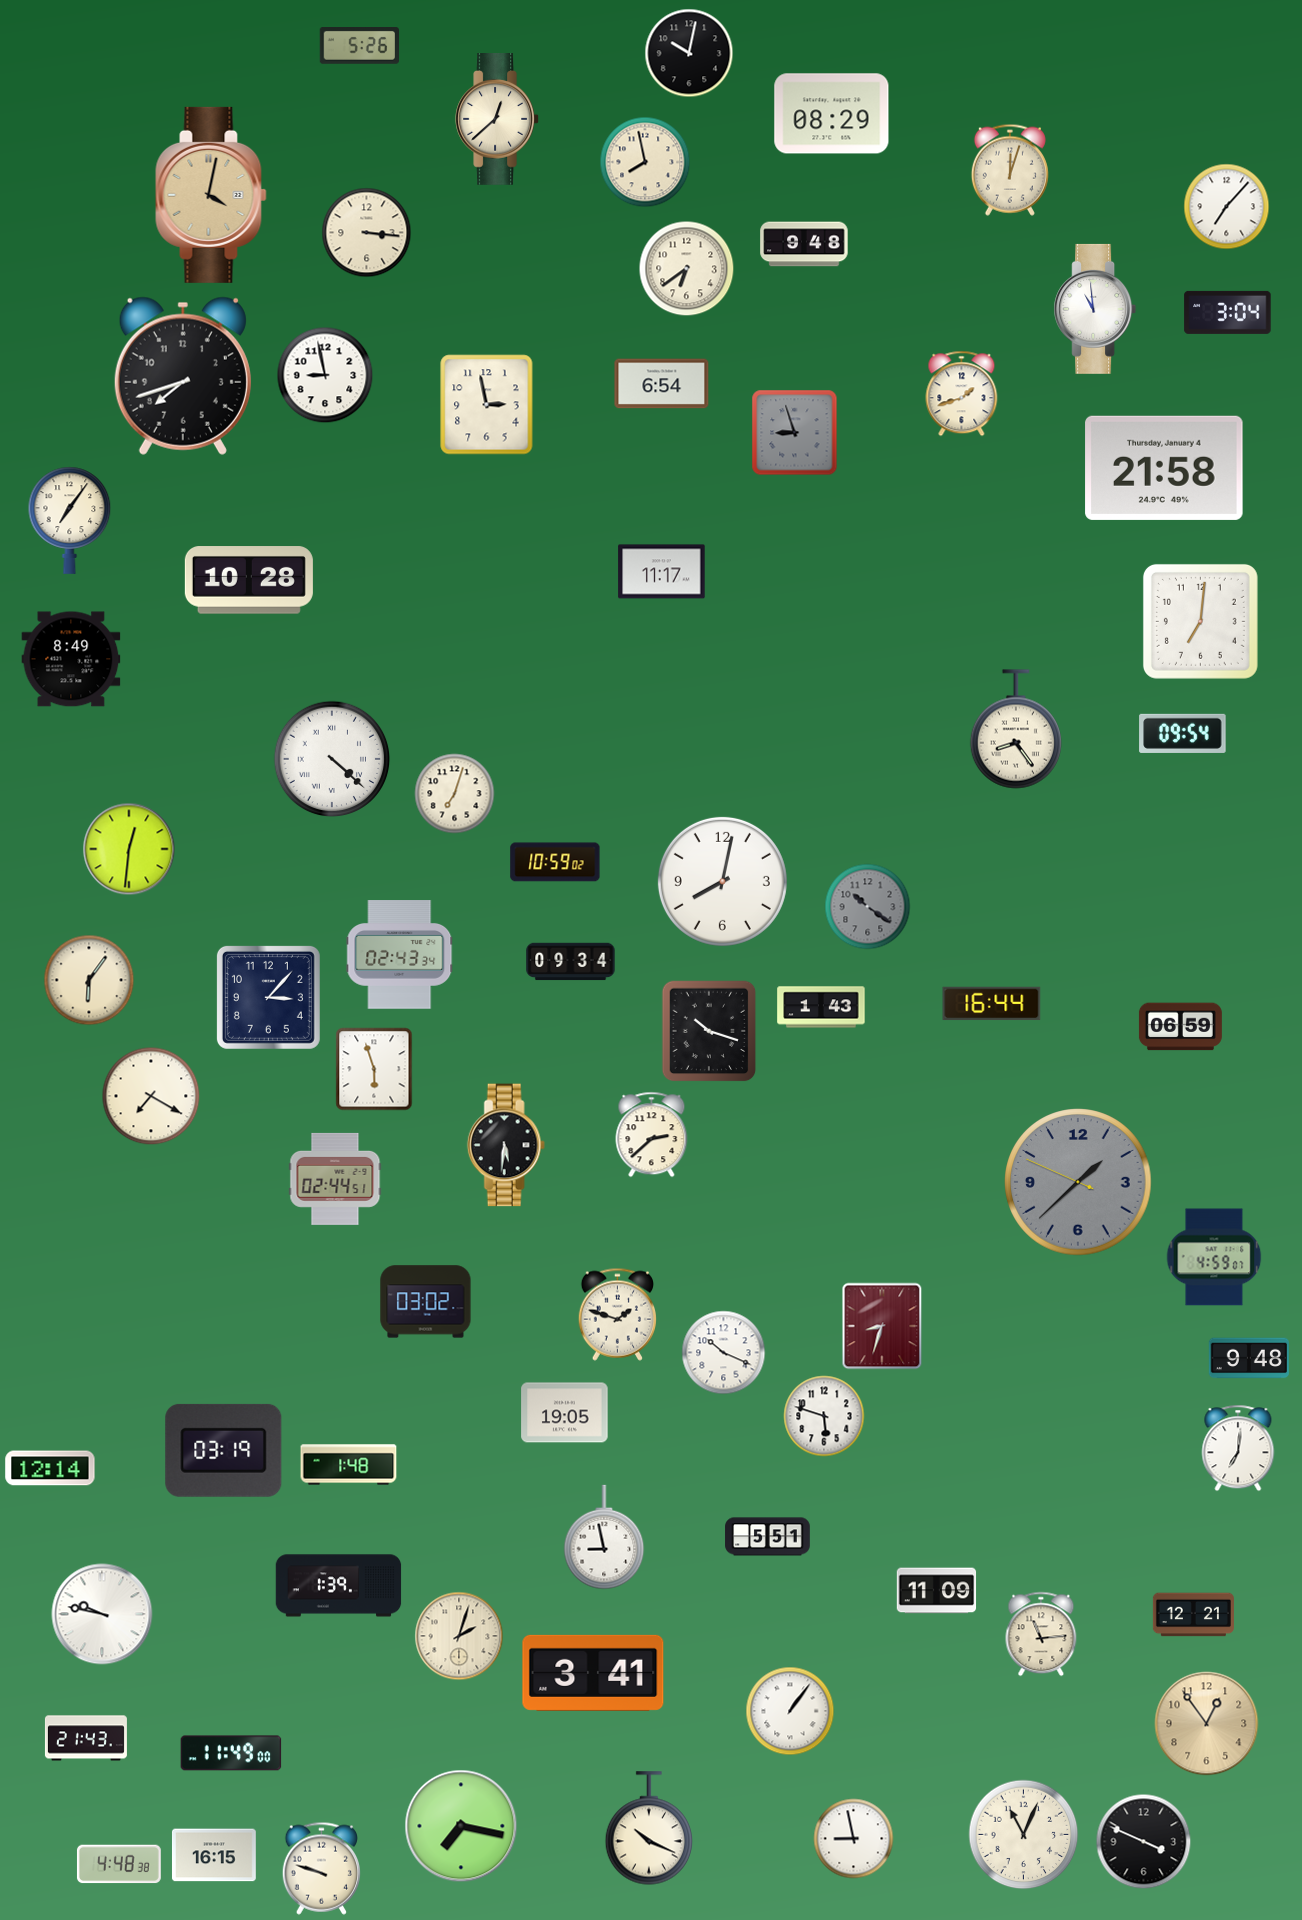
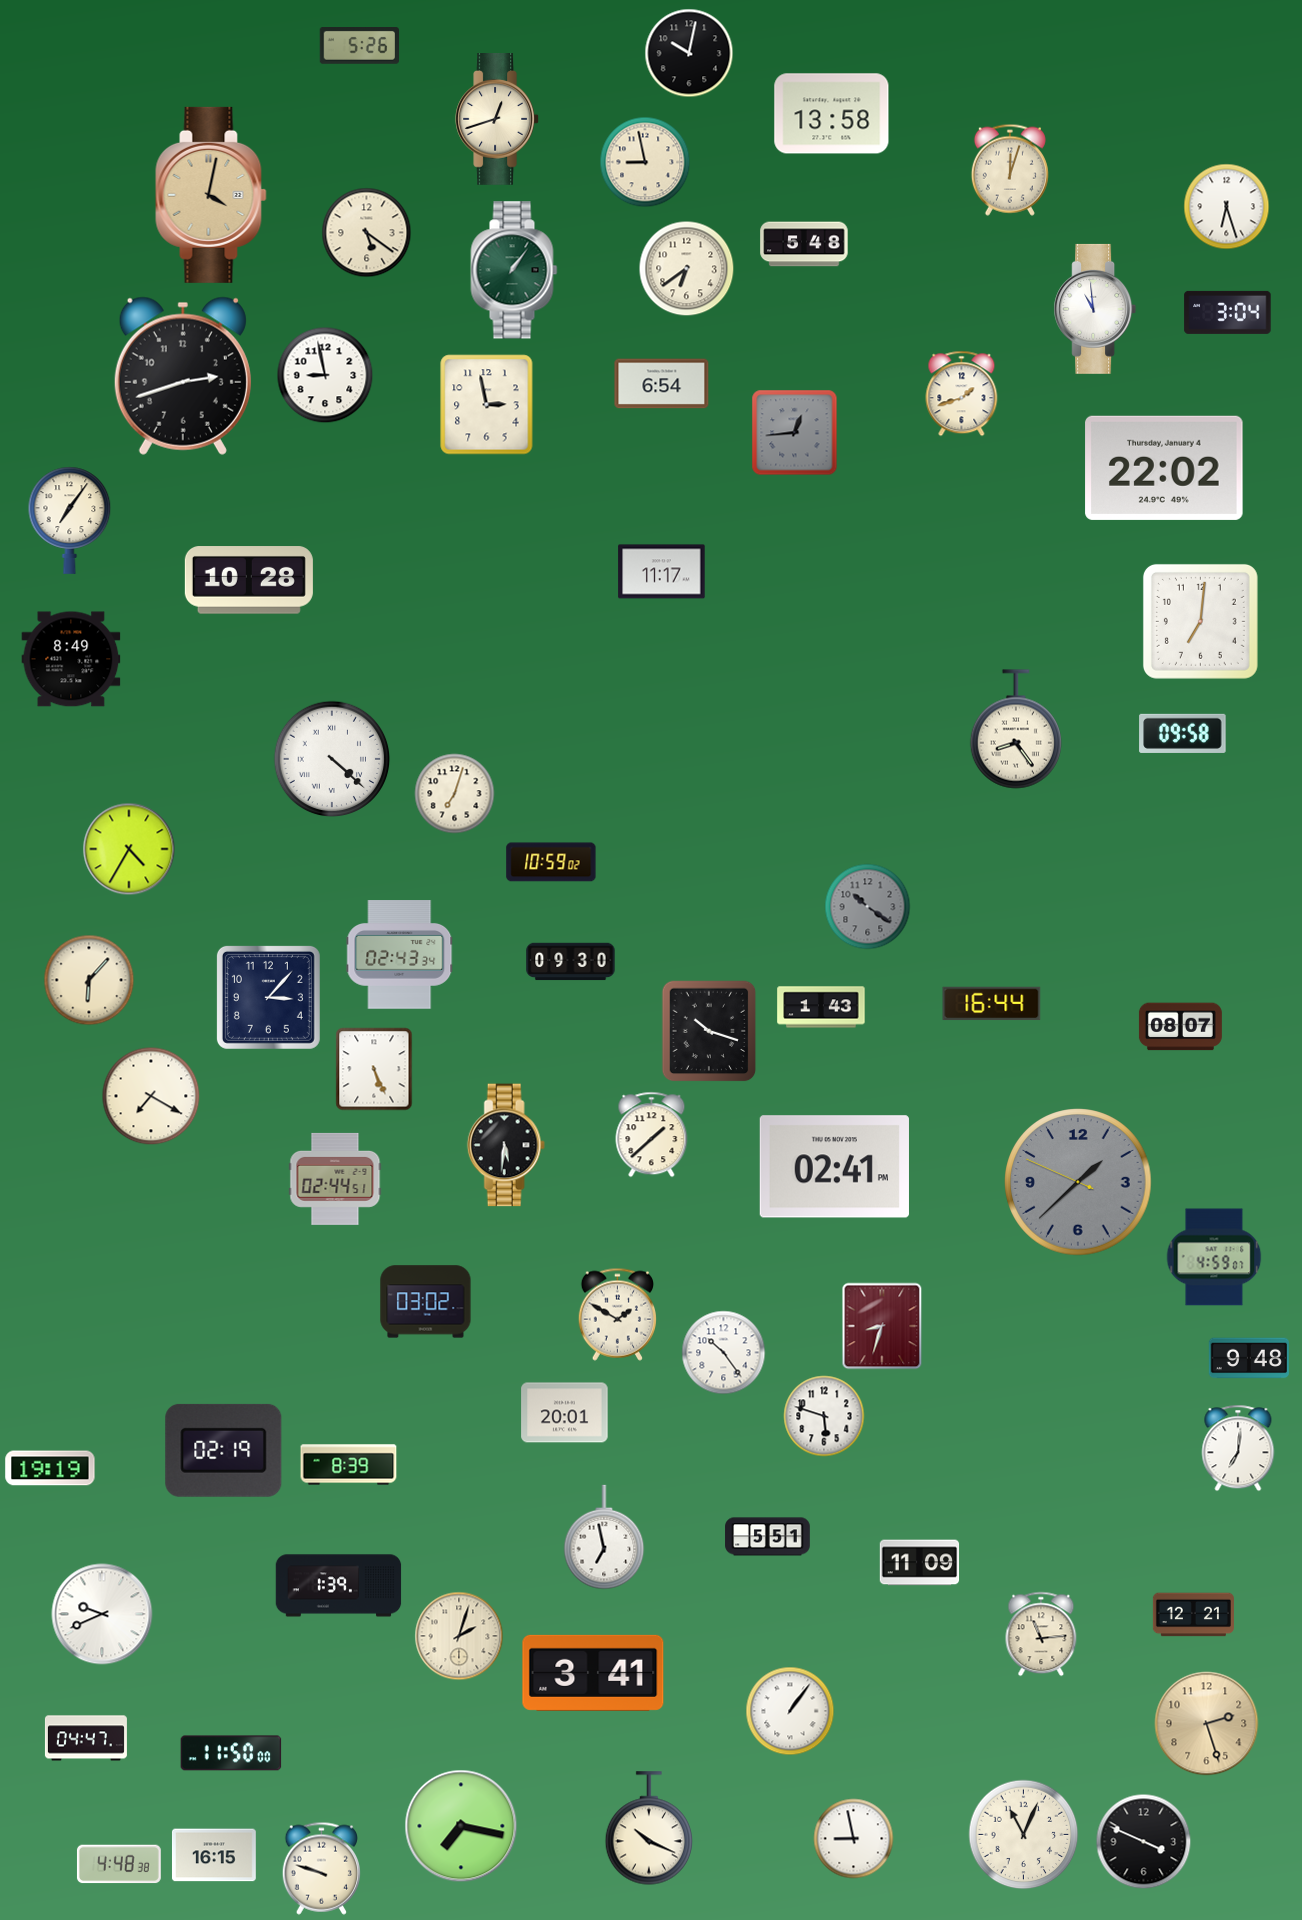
clock at (832, 114): 08:29 -> 13:58
clock at (497, 120): 12:38 -> 12:42
clock at (645, 162): 7:58 -> 8:58
clock at (1227, 207): 7:07 -> 6:27
clock at (367, 233): 3:16 -> 5:21
clock at (804, 244): 9:48 -> 5:48
clock at (514, 270): none -> 1:06
clock at (183, 376): 7:42 -> 2:42
clock at (795, 433): 8:57 -> 12:44
clock at (1164, 468): 21:58 -> 22:02
clock at (1183, 733): 09:54 -> 09:58
clock at (129, 849): 12:31 -> 4:35
clock at (555, 862) position: (555, 862) -> (551, 862)
clock at (722, 881): 8:02 -> none
clock at (571, 962): 09:34 -> 09:30
clock at (89, 980): 6:06 -> 6:07
clock at (1180, 1027): 06:59 -> 08:07
clock at (374, 1069): 5:57 -> 5:26
clock at (652, 1135): 2:38 -> 1:38
clock at (834, 1167): none -> 02:41
clock at (617, 1314): 1:48 -> 1:50
clock at (724, 1353): 10:19 -> 10:24
clock at (565, 1413): 19:05 -> 20:01
clock at (224, 1450): 03:19 -> 02:19
clock at (349, 1465): 1:48 -> 8:39
clock at (50, 1468): 12:14 -> 19:19
clock at (604, 1537): 8:58 -> 6:58
clock at (937, 1591) position: (937, 1591) -> (920, 1563)
clock at (102, 1614): 9:47 -> 9:41
clock at (1207, 1724): 12:54 -> 2:27
clock at (86, 1738): 21:43 -> 04:47
clock at (231, 1753): 11:49 -> 11:50
